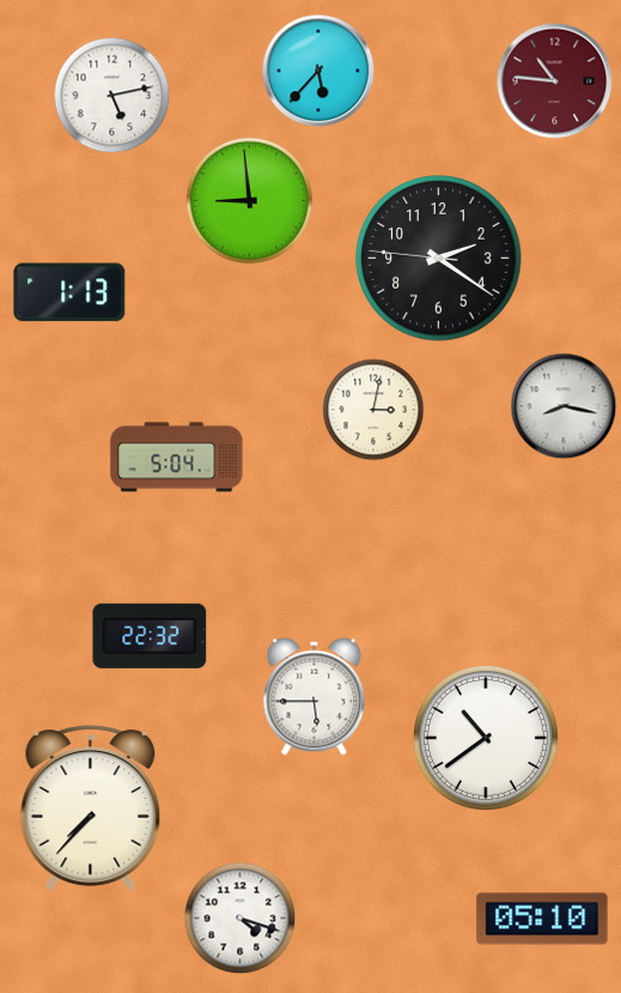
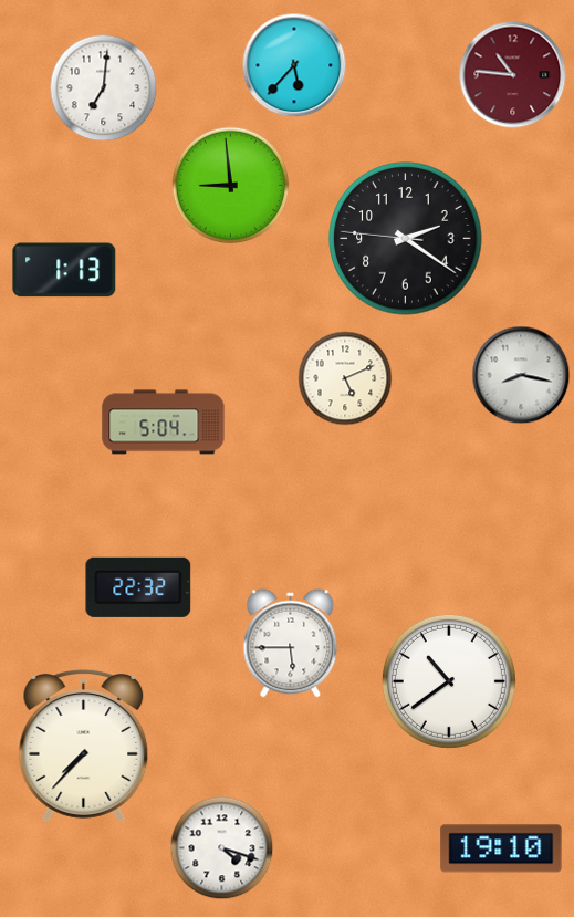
clock at (112, 96): 5:13 -> 7:01
clock at (373, 410): 3:02 -> 5:11
clock at (542, 919): 05:10 -> 19:10
